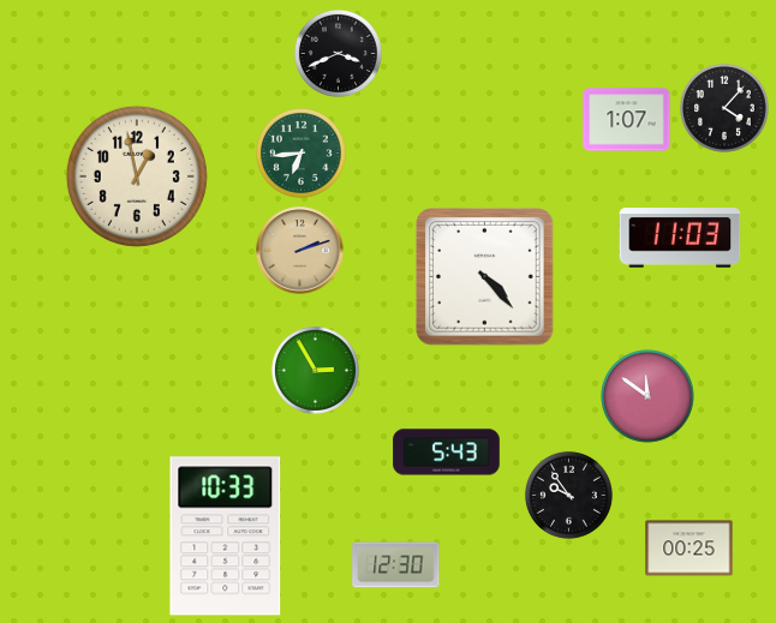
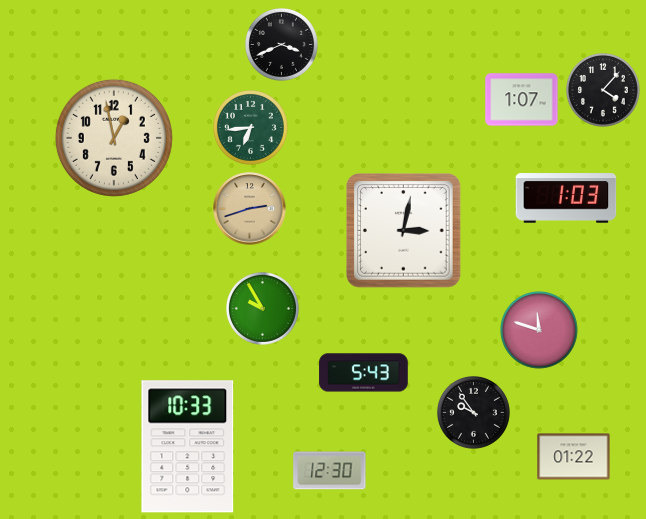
clock at (137, 176) position: (137, 176) -> (114, 138)
clock at (680, 238): 11:03 -> 1:03
clock at (300, 251): 2:12 -> 2:42
clock at (485, 277): 4:23 -> 3:02
clock at (315, 370): 2:55 -> 9:55
clock at (647, 396): 11:51 -> 11:48
clock at (447, 453) position: (447, 453) -> (364, 373)
clock at (690, 549): 00:25 -> 01:22
